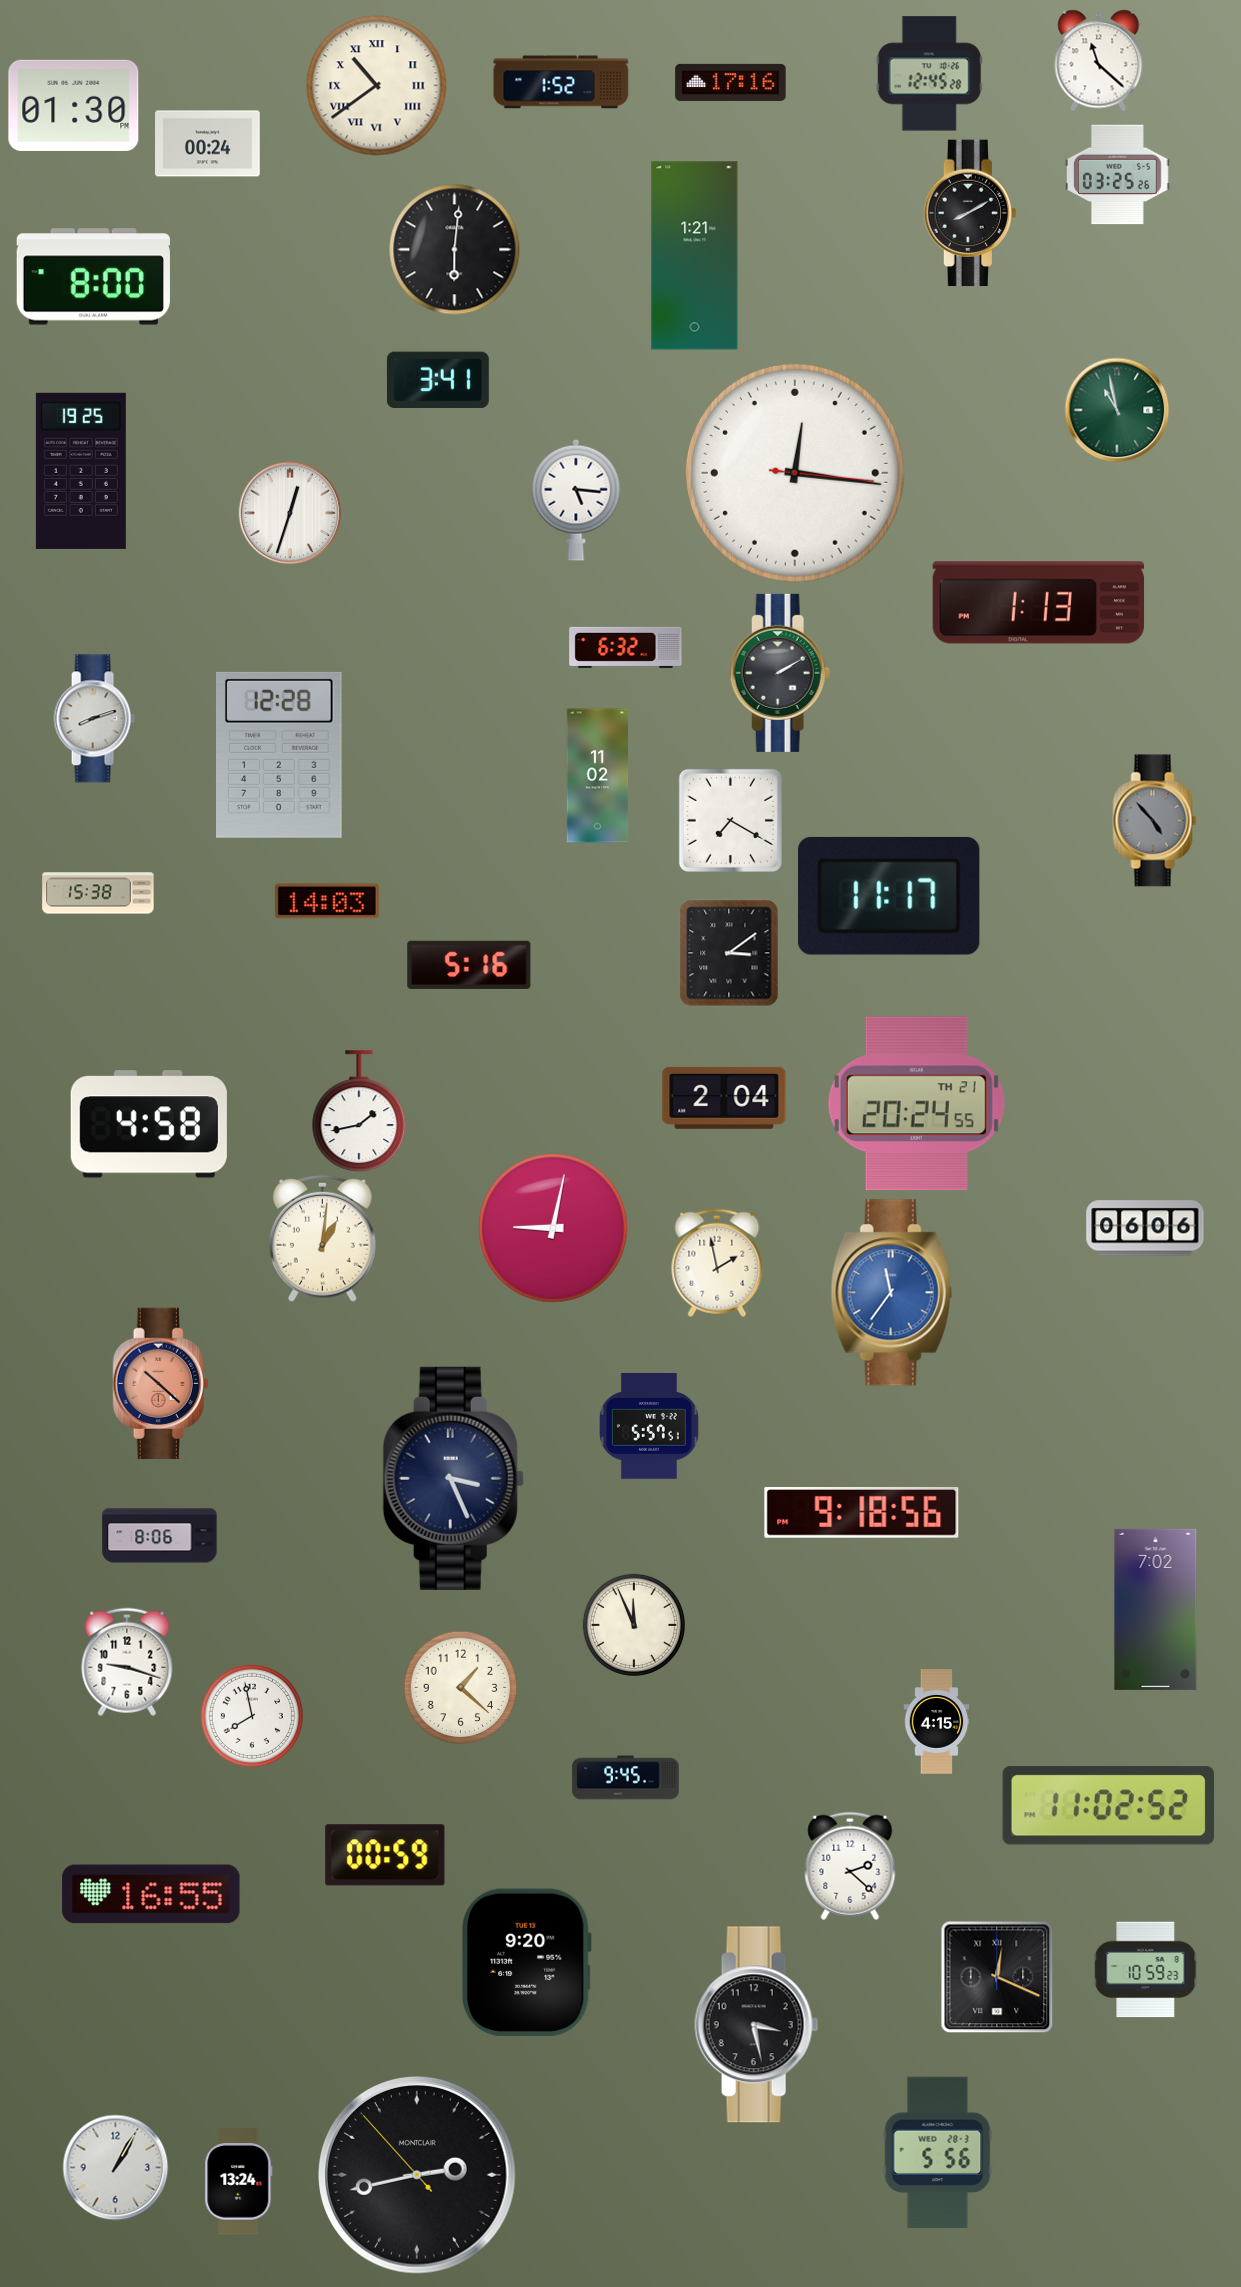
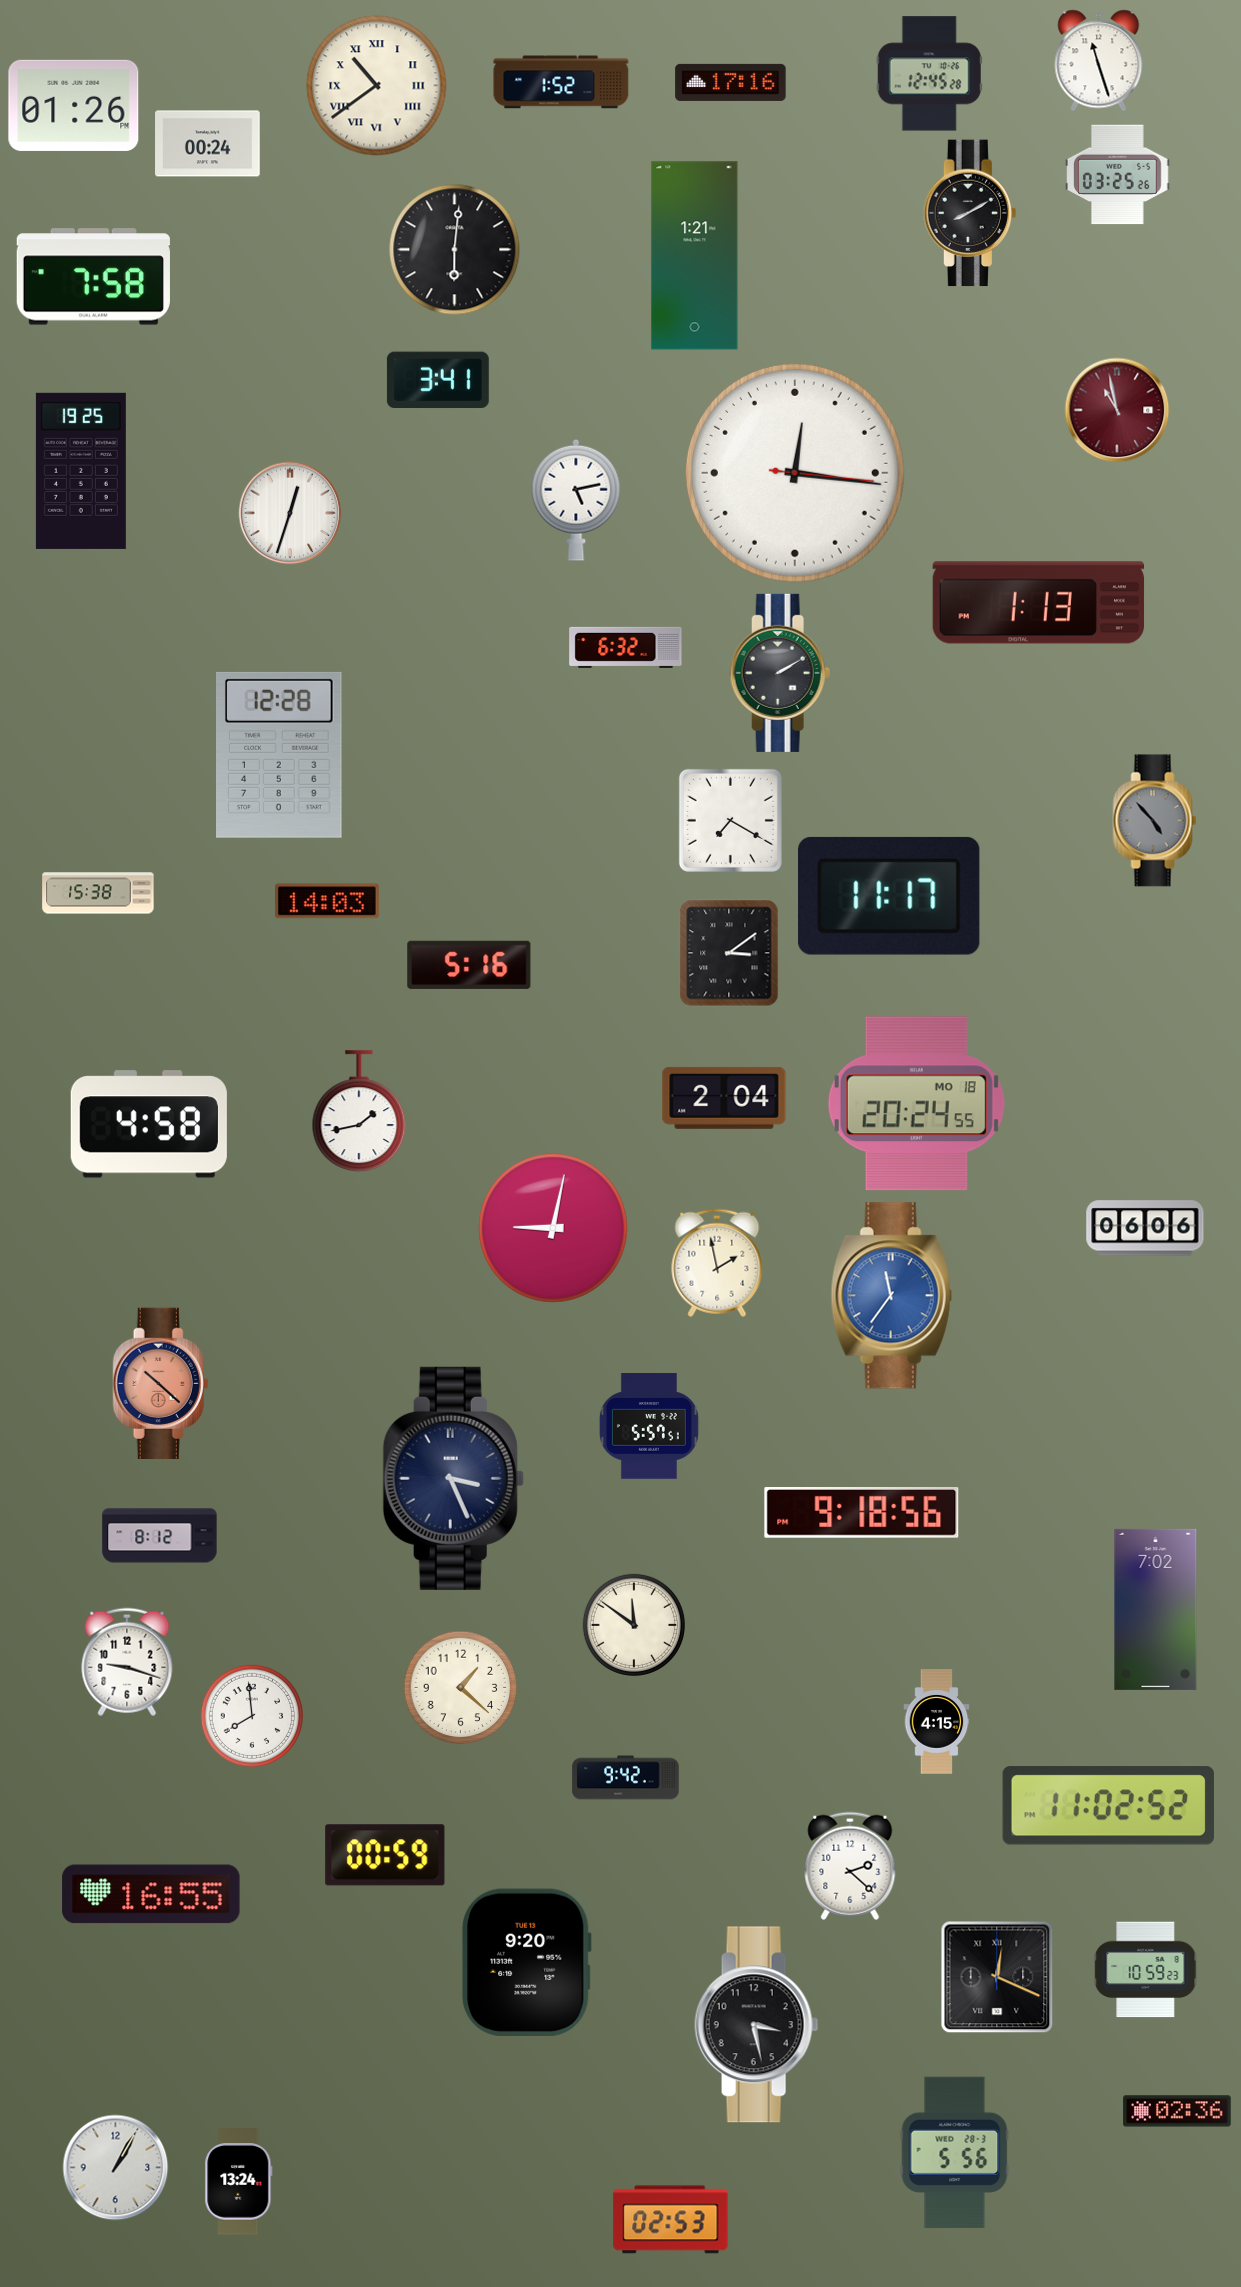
clock at (1099, 60): 11:22 -> 11:27
clock at (74, 105): 01:30 -> 01:26
clock at (93, 277): 8:00 -> 7:58
clock at (1117, 410) dial: green -> burgundy
clock at (576, 500): 5:16 -> 5:13
clock at (94, 719): 8:12 -> none
clock at (598, 776): 11:02 -> none
clock at (916, 1104) date: TH 21 -> MO 18
clock at (323, 1238): 1:01 -> none
clock at (892, 1293) position: (892, 1293) -> (892, 1296)
clock at (160, 1536): 8:06 -> 8:12
clock at (634, 1625): 11:56 -> 11:51
clock at (252, 1716): 7:58 -> 7:59
clock at (626, 1778): 9:45 -> 9:42
clock at (1177, 2111): none -> 02:36
clock at (938, 2152) position: (938, 2152) -> (955, 2152)
clock at (418, 2176): 2:42 -> none
clock at (671, 2220): none -> 02:53
